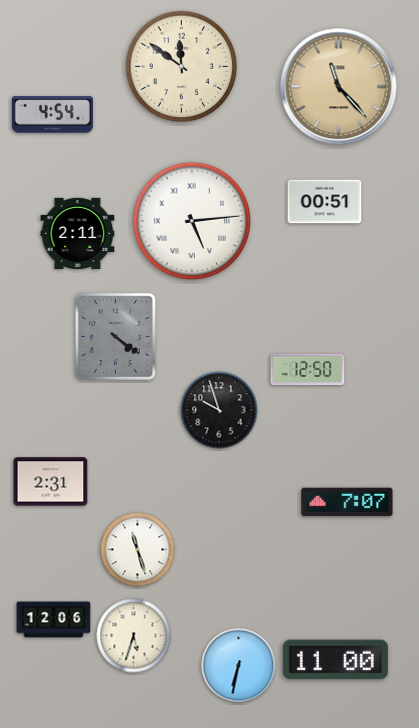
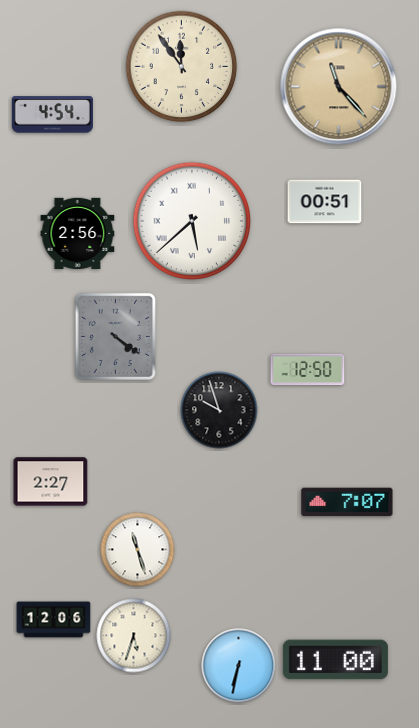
clock at (182, 67): 11:51 -> 11:54
clock at (192, 221): 5:14 -> 5:38
clock at (78, 233): 2:11 -> 2:56
clock at (51, 482): 2:31 -> 2:27
